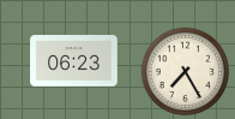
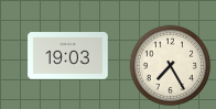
clock at (74, 61): 06:23 -> 19:03
